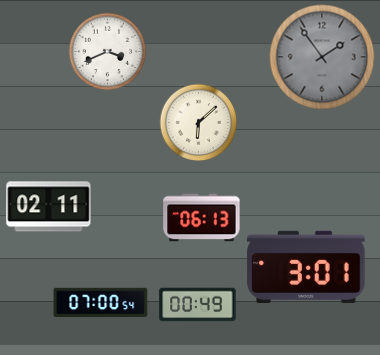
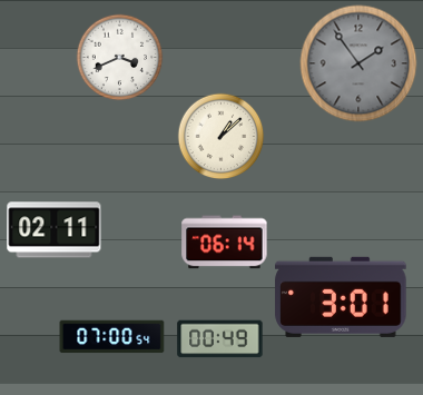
clock at (198, 122): 6:08 -> 1:08
clock at (202, 218): 06:13 -> 06:14
